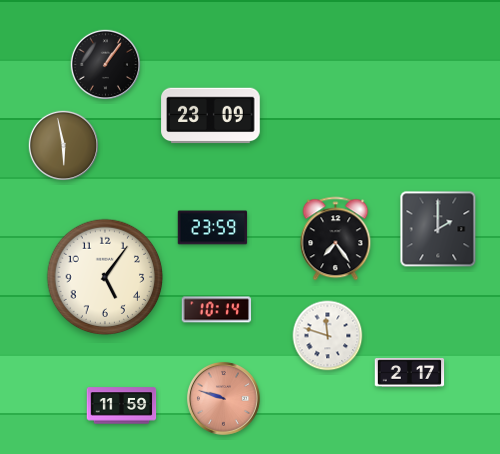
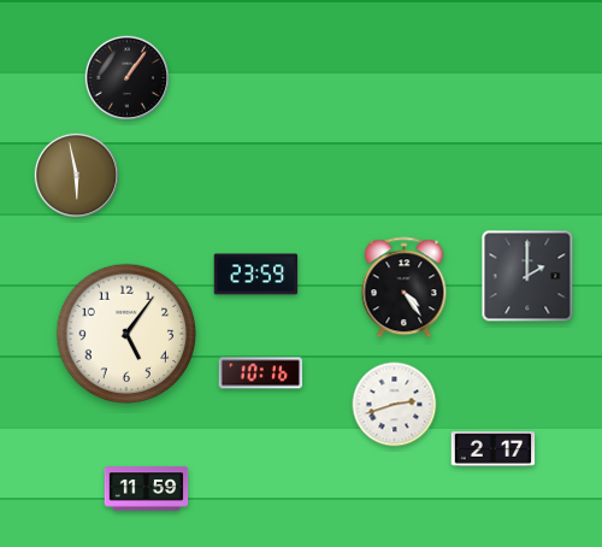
clock at (211, 116): 23:09 -> none
clock at (336, 239): 7:24 -> 4:24
clock at (217, 310): 10:14 -> 10:16
clock at (328, 336): 11:48 -> 2:42
clock at (223, 398): 9:48 -> none
